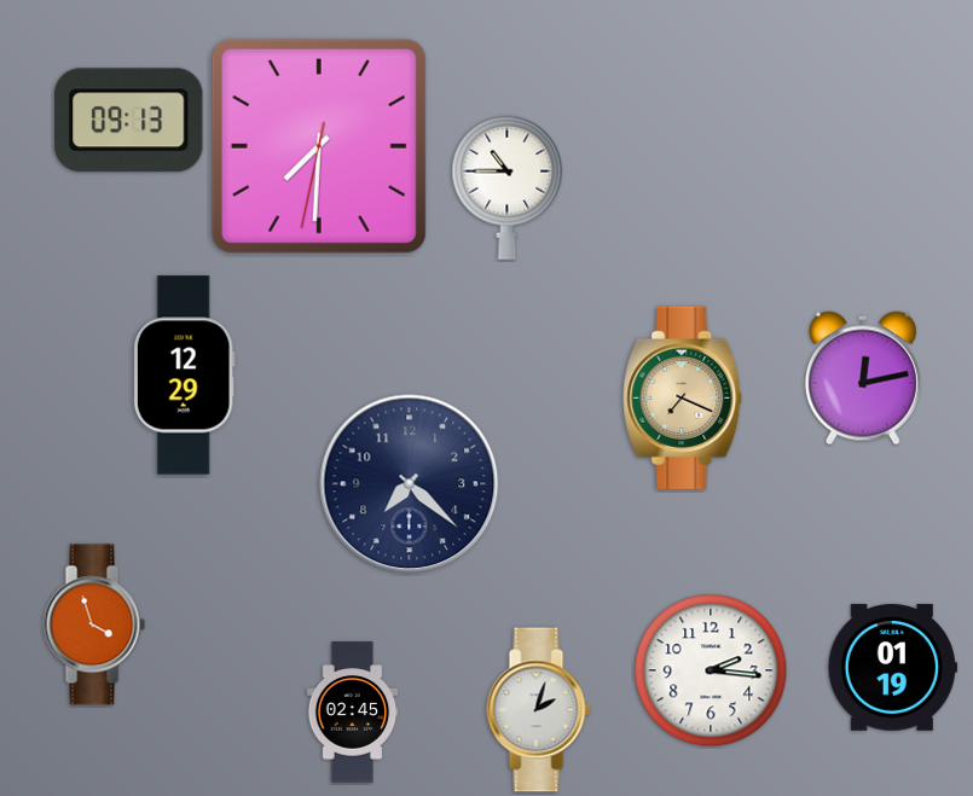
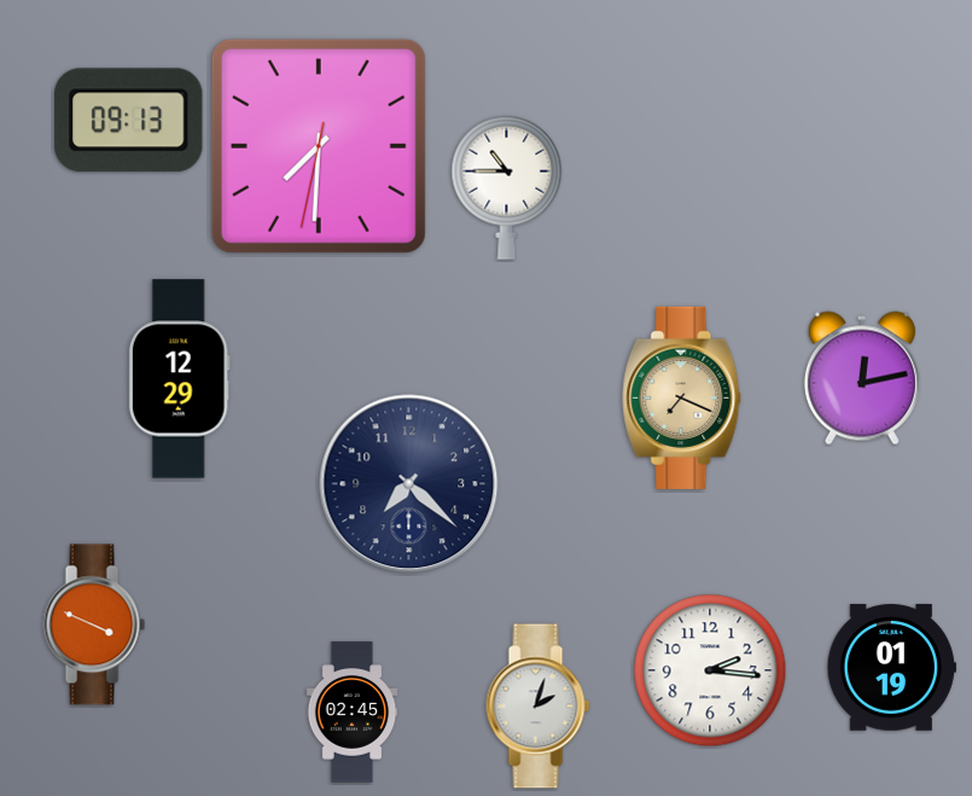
clock at (184, 376) position: (184, 376) -> (179, 379)
clock at (94, 624): 3:57 -> 3:49
clock at (539, 710) position: (539, 710) -> (539, 707)
